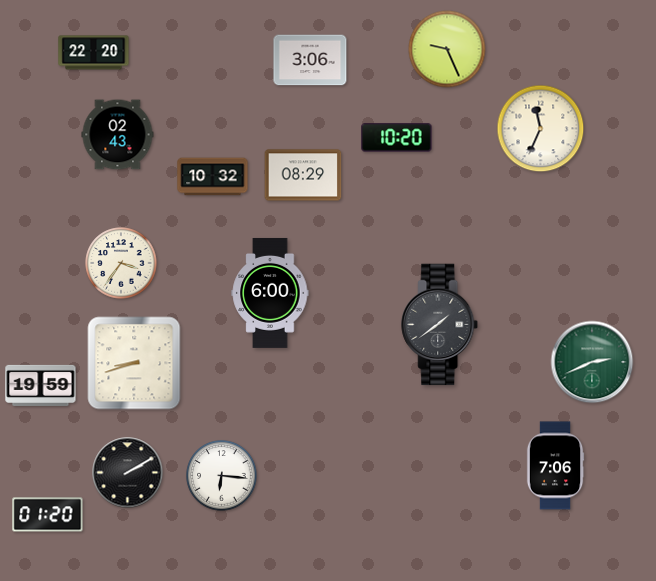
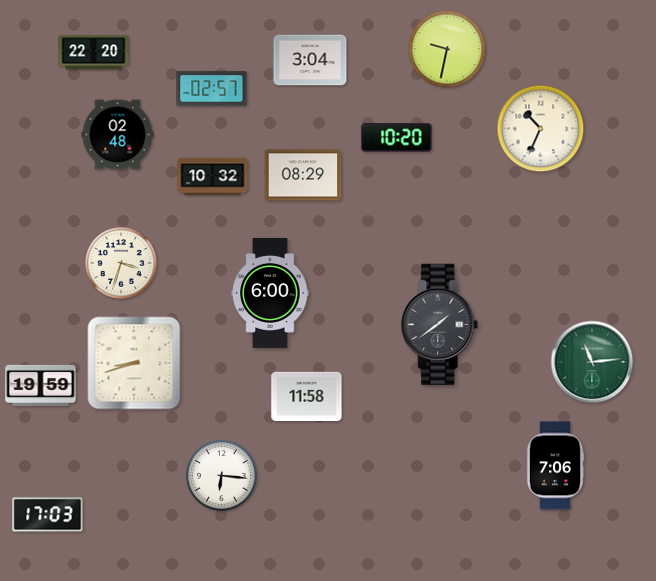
clock at (447, 49): 9:26 -> 9:32
clock at (310, 60): 3:06 -> 3:04
clock at (212, 89): none -> 02:57
clock at (541, 129): 11:34 -> 10:34
clock at (118, 135): 02:43 -> 02:48
clock at (121, 263): 3:36 -> 3:33
clock at (592, 362): 2:41 -> 11:14
clock at (307, 396): none -> 11:58
clock at (128, 473): 2:10 -> none
clock at (48, 515): 01:20 -> 17:03
